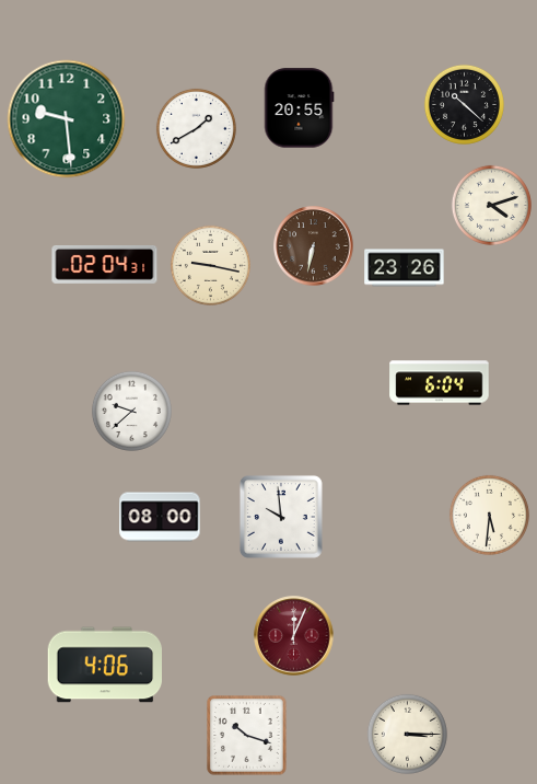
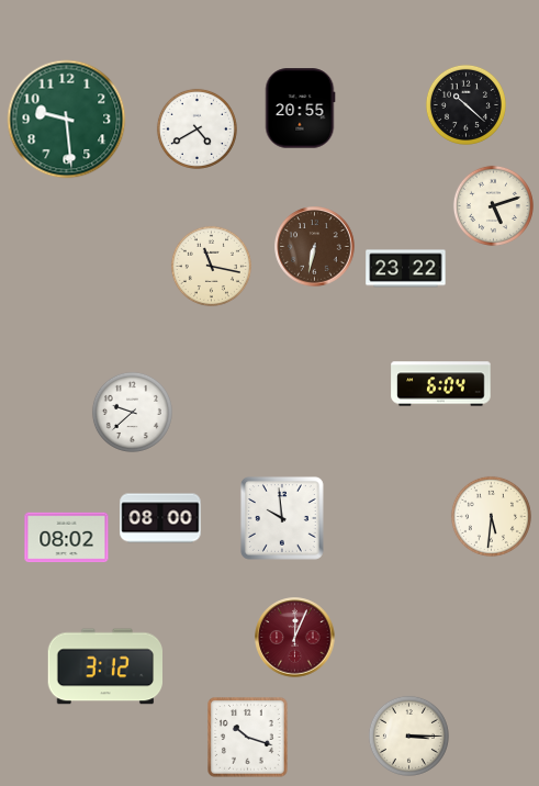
clock at (196, 128): 1:40 -> 4:40
clock at (491, 205): 4:12 -> 5:12
clock at (105, 265): 02:04 -> none
clock at (210, 265): 9:17 -> 11:17
clock at (405, 268): 23:26 -> 23:22
clock at (67, 538): none -> 08:02
clock at (104, 665): 4:06 -> 3:12
